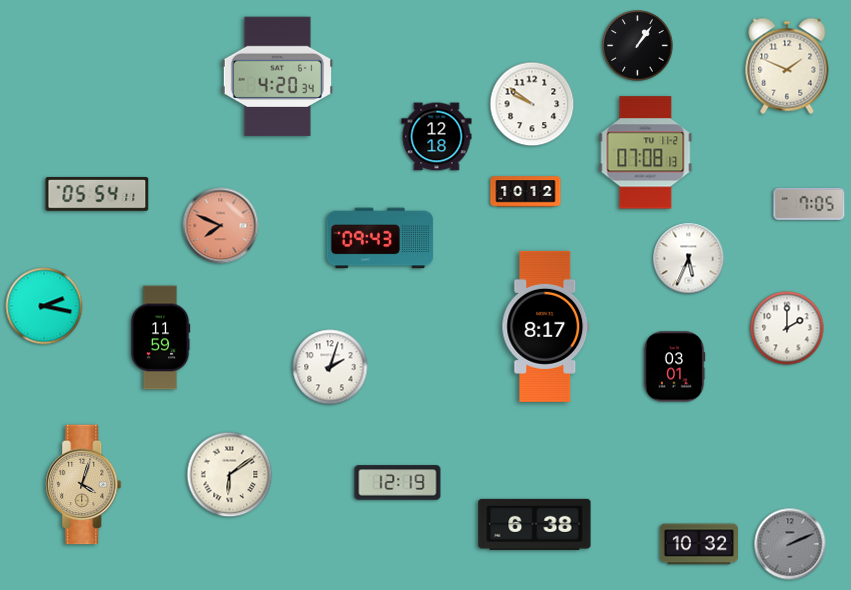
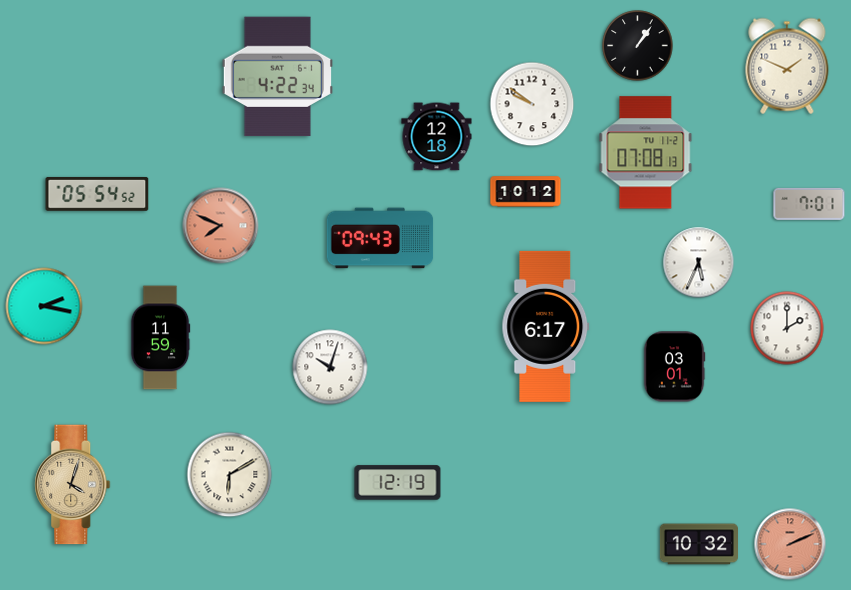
clock at (277, 77): 4:20 -> 4:22
clock at (97, 194): 05:54:11 -> 05:54:52
clock at (809, 204): 7:05 -> 7:01
clock at (689, 259) position: (689, 259) -> (699, 263)
clock at (546, 326): 8:17 -> 6:17
clock at (330, 367): 2:03 -> 10:03
clock at (230, 475): 6:09 -> 6:10
clock at (84, 485) position: (84, 485) -> (73, 485)
clock at (535, 524): 6:38 -> none
clock at (790, 544) dial: grey -> salmon
